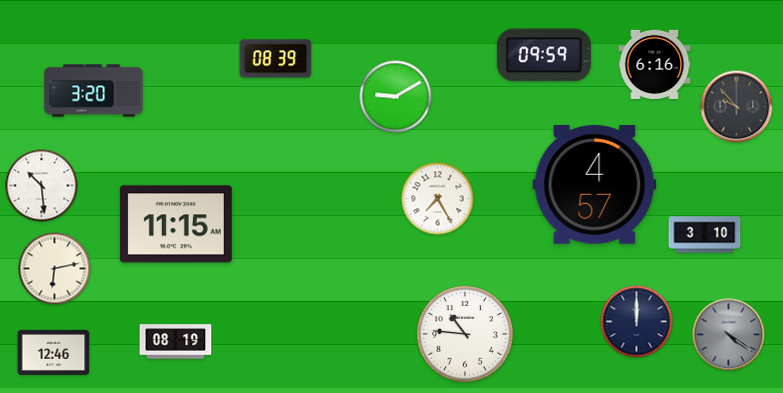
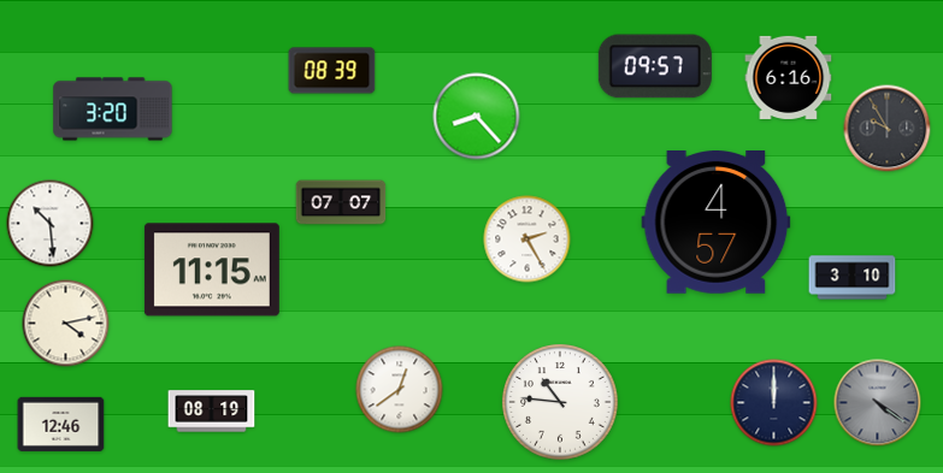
clock at (544, 55): 09:59 -> 09:57
clock at (396, 97): 9:10 -> 8:23
clock at (737, 107): 9:53 -> 9:55
clock at (341, 202): none -> 07:07
clock at (438, 199): 7:25 -> 2:25
clock at (705, 235) position: (705, 235) -> (853, 278)
clock at (55, 269): 6:13 -> 4:13
clock at (637, 322) position: (637, 322) -> (774, 403)
clock at (400, 390): none -> 12:39
clock at (54, 352) position: (54, 352) -> (61, 424)
